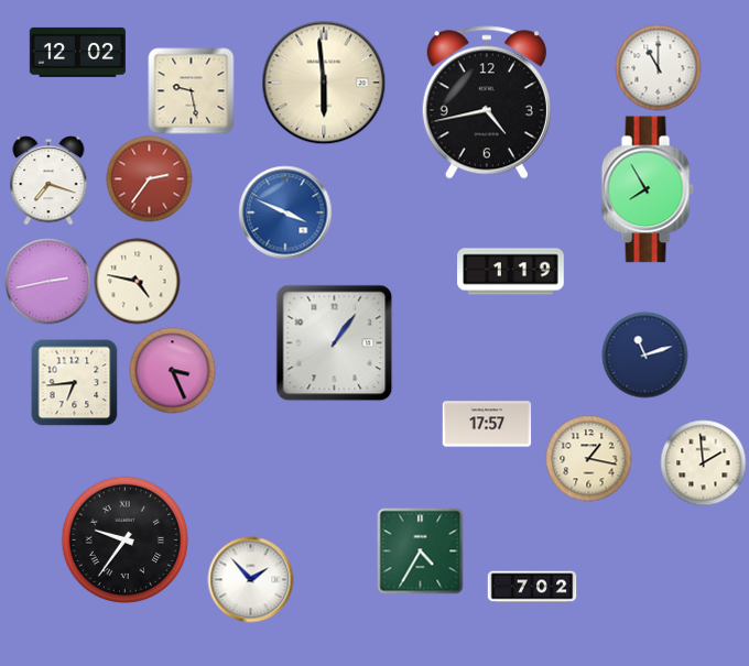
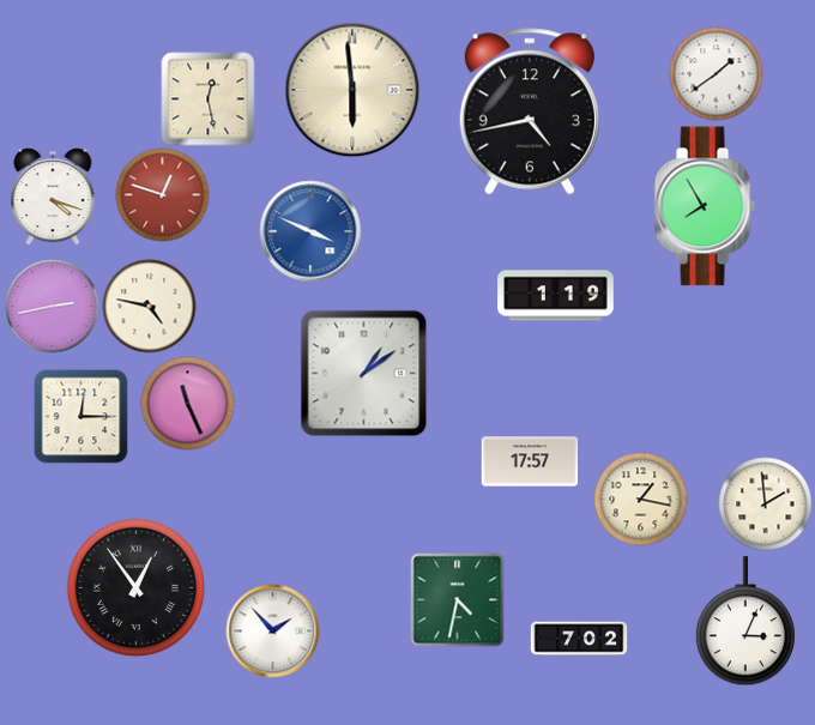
clock at (77, 52): 12:02 -> none
clock at (658, 67): 11:00 -> 1:39
clock at (191, 90): 9:28 -> 12:28
clock at (149, 178): 2:36 -> 12:48
clock at (48, 181): 7:18 -> 4:18
clock at (334, 342): 1:06 -> 1:09
clock at (644, 354): 11:12 -> none
clock at (172, 370): 3:26 -> 11:26
clock at (74, 382): 6:44 -> 12:15
clock at (124, 539): 9:36 -> 12:54
clock at (420, 550): 4:35 -> 4:32
clock at (745, 621): none -> 3:04
